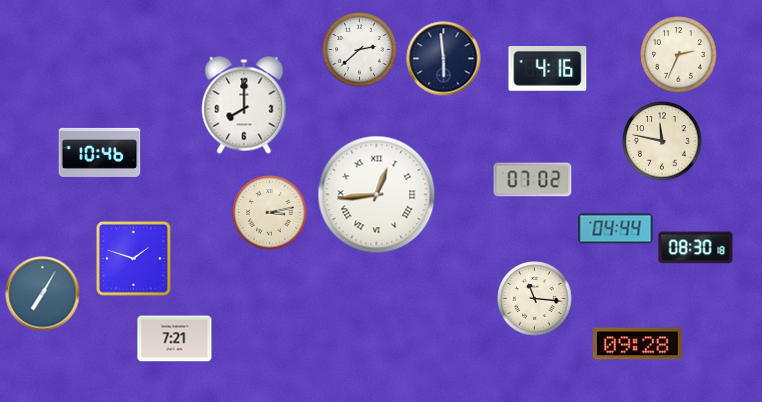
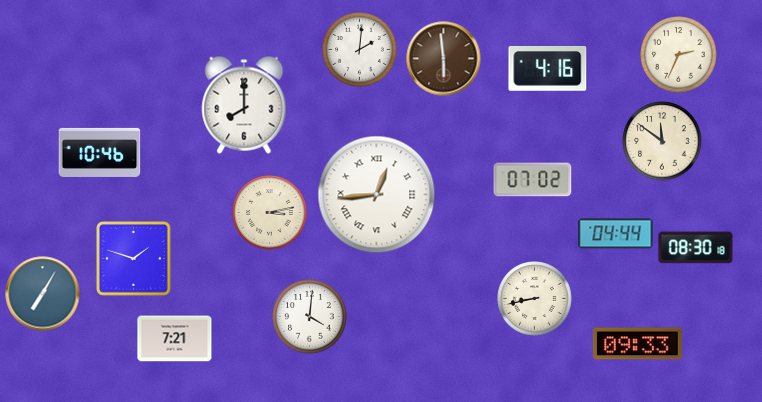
clock at (360, 50): 2:38 -> 2:01
clock at (444, 59) dial: navy -> brown
clock at (662, 141): 11:47 -> 11:51
clock at (616, 229) position: (616, 229) -> (616, 234)
clock at (535, 299): 11:16 -> 8:43
clock at (310, 317): none -> 4:01
clock at (637, 344): 09:28 -> 09:33
